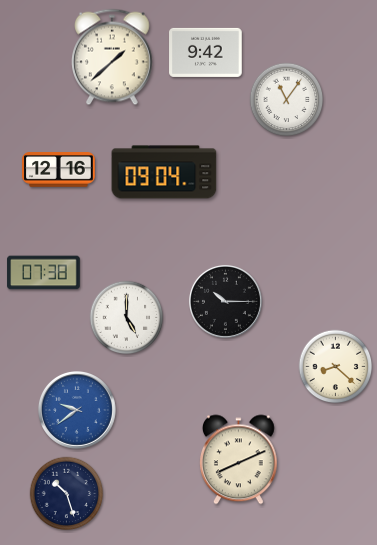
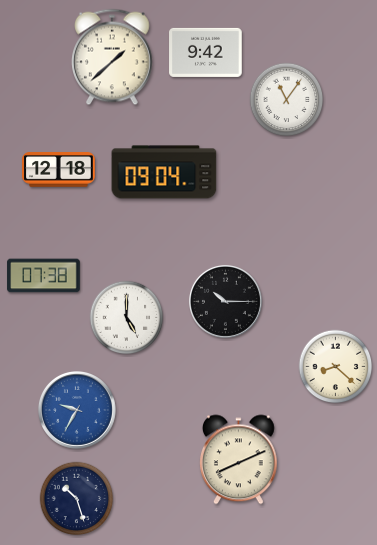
clock at (59, 170): 12:16 -> 12:18
clock at (44, 273) position: (44, 273) -> (44, 276)
clock at (77, 410): 9:39 -> 9:35
clock at (67, 494) position: (67, 494) -> (77, 499)
